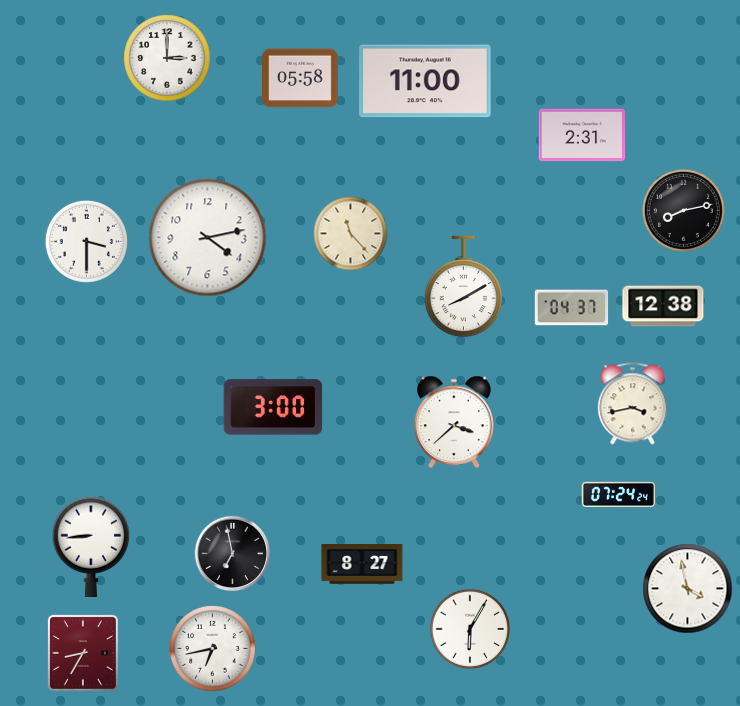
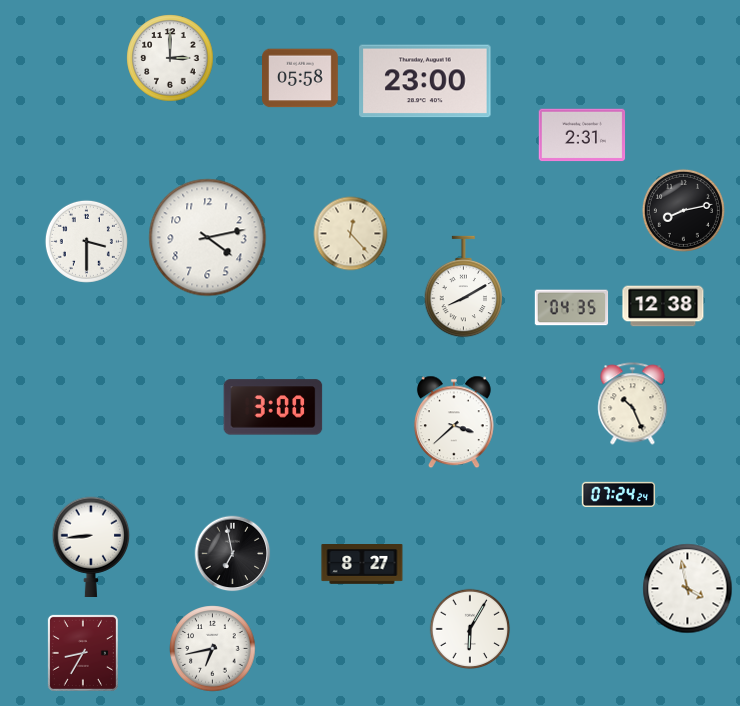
clock at (167, 58) position: (167, 58) -> (170, 58)
clock at (425, 81): 11:00 -> 23:00
clock at (351, 234): 11:23 -> 12:23
clock at (572, 308): 04:37 -> 04:35
clock at (633, 404): 3:43 -> 10:26
